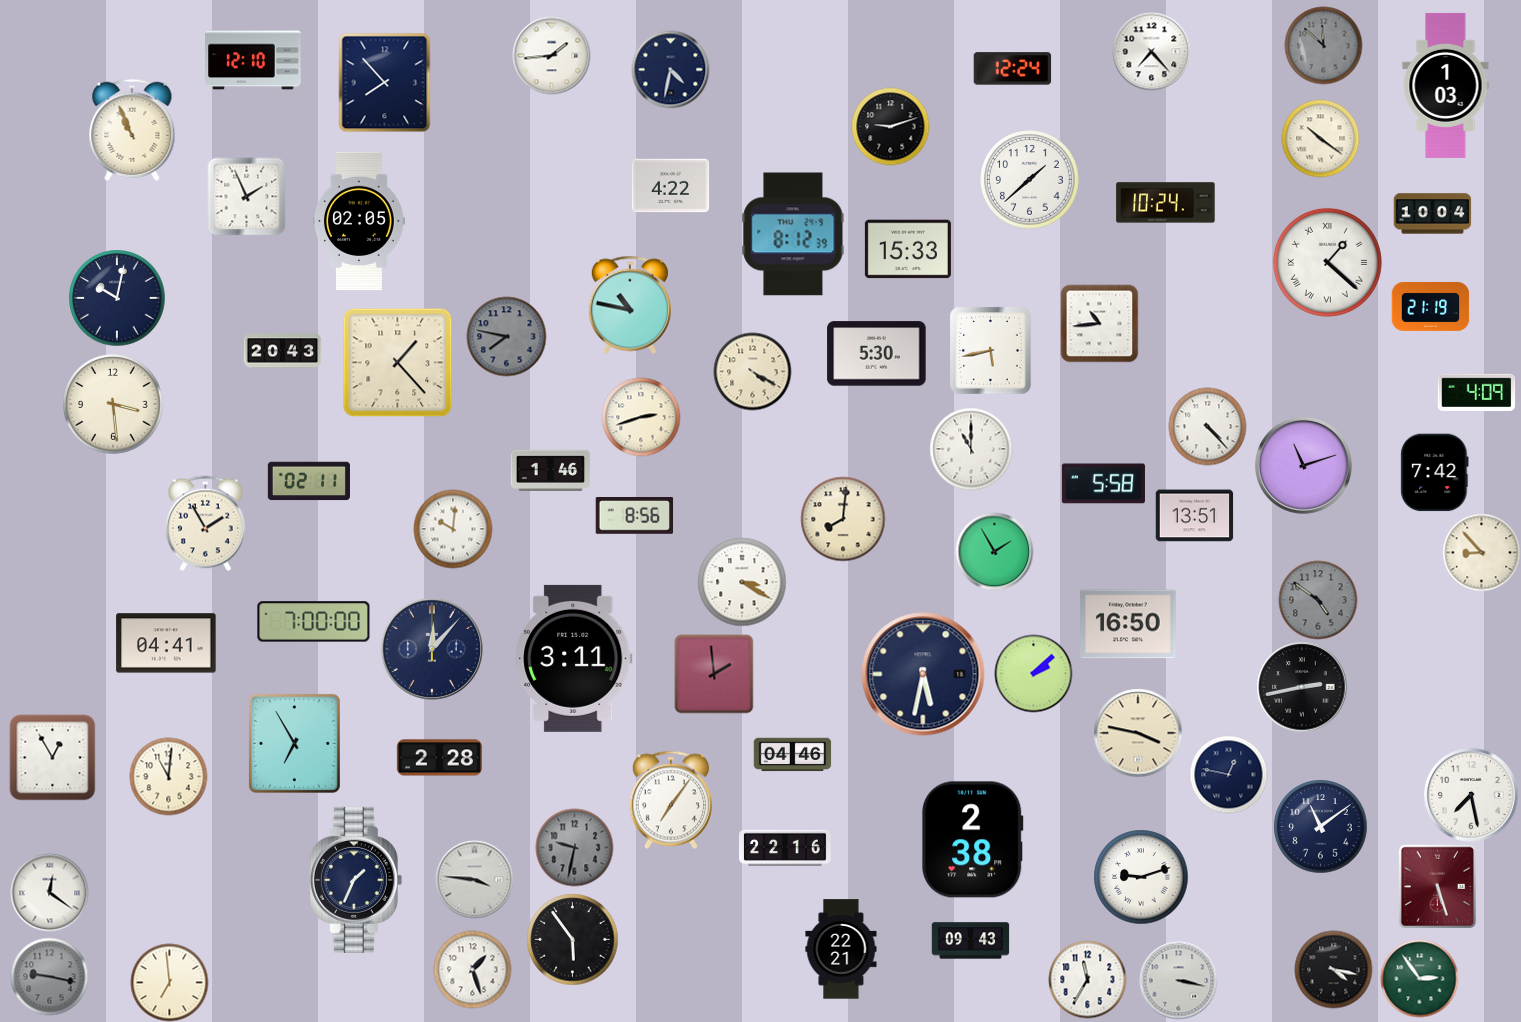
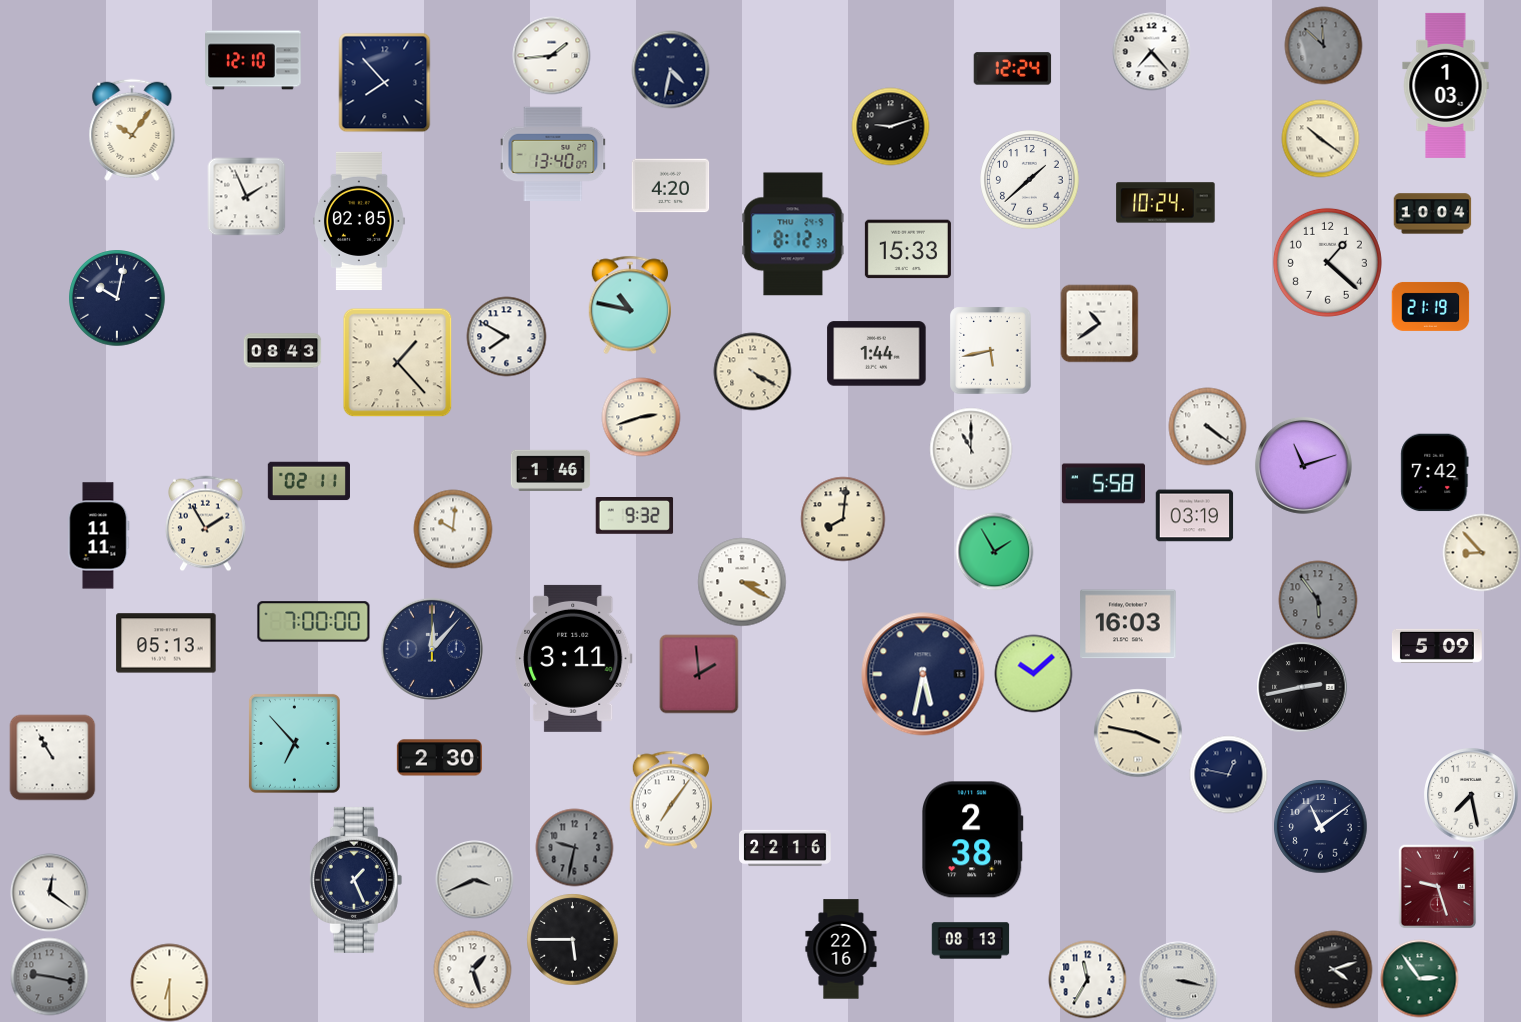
clock at (132, 130): 10:56 -> 10:06
clock at (553, 153): none -> 13:40
clock at (670, 186): 4:22 -> 4:20
clock at (1327, 262) numerals: Roman -> Arabic
clock at (1099, 323): 10:44 -> 10:39
clock at (506, 336): 7:47 -> 7:50
clock at (506, 336) dial: grey -> white
clock at (282, 351): 20:43 -> 08:43
clock at (877, 354): 5:30 -> 1:44
clock at (1476, 392): 4:09 -> none
clock at (113, 404): 3:29 -> none
clock at (1207, 426): 4:23 -> 4:21
clock at (634, 516): 8:56 -> 9:32
clock at (1194, 516): 13:51 -> 03:19
clock at (98, 536): none -> 11:11
clock at (1318, 600): 4:51 -> 5:54
clock at (1128, 624): 16:50 -> 16:03
clock at (166, 643): 04:41 -> 05:13
clock at (1437, 646): none -> 5:09
clock at (1033, 673): 2:08 -> 10:08
clock at (714, 674) position: (714, 674) -> (699, 674)
clock at (294, 743): 6:55 -> 6:53
clock at (792, 755): 04:46 -> none
clock at (52, 757): 12:55 -> 10:55
clock at (439, 758): 2:28 -> 2:30
clock at (168, 776): 11:01 -> none
clock at (1141, 877): 9:12 -> none
clock at (474, 879): 3:46 -> 3:41
clock at (356, 880): 1:34 -> 1:26
clock at (1438, 886): 5:27 -> 9:27
clock at (572, 939): 5:54 -> 5:45
clock at (970, 941): 09:43 -> 08:13
clock at (841, 949): 22:21 -> 22:16
clock at (1333, 969): 4:17 -> 4:12
clock at (169, 982): 6:59 -> 6:30
